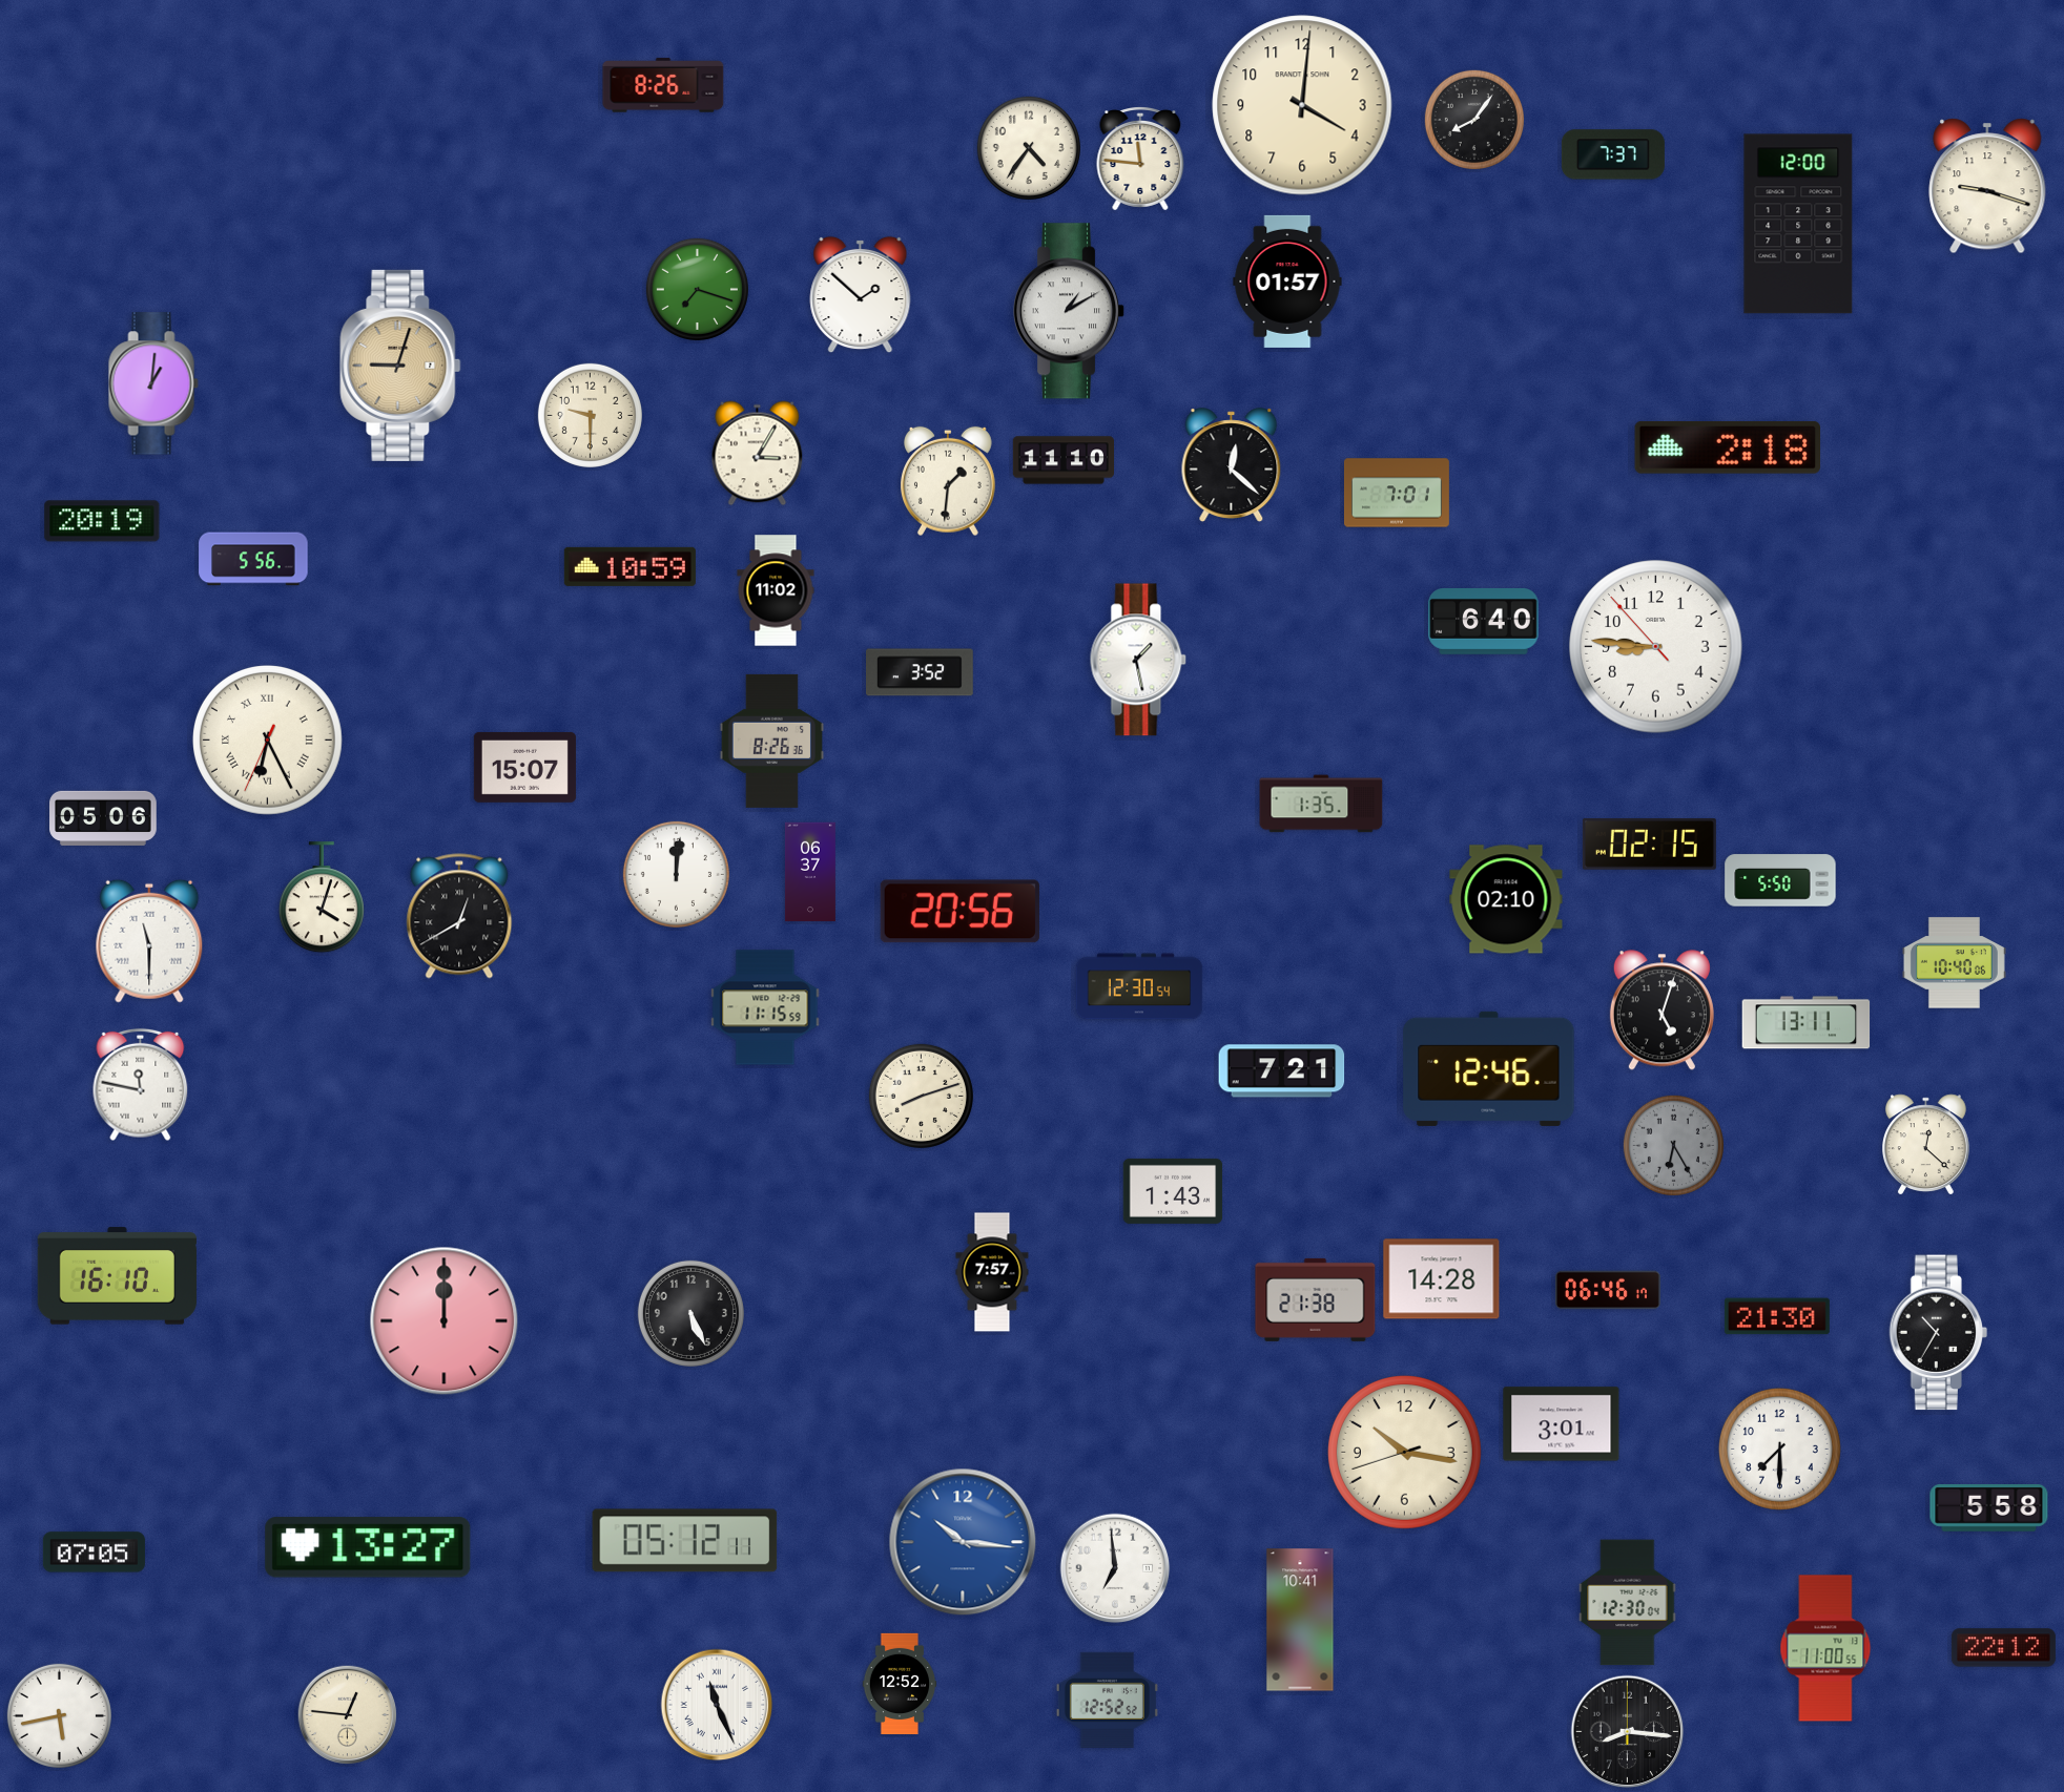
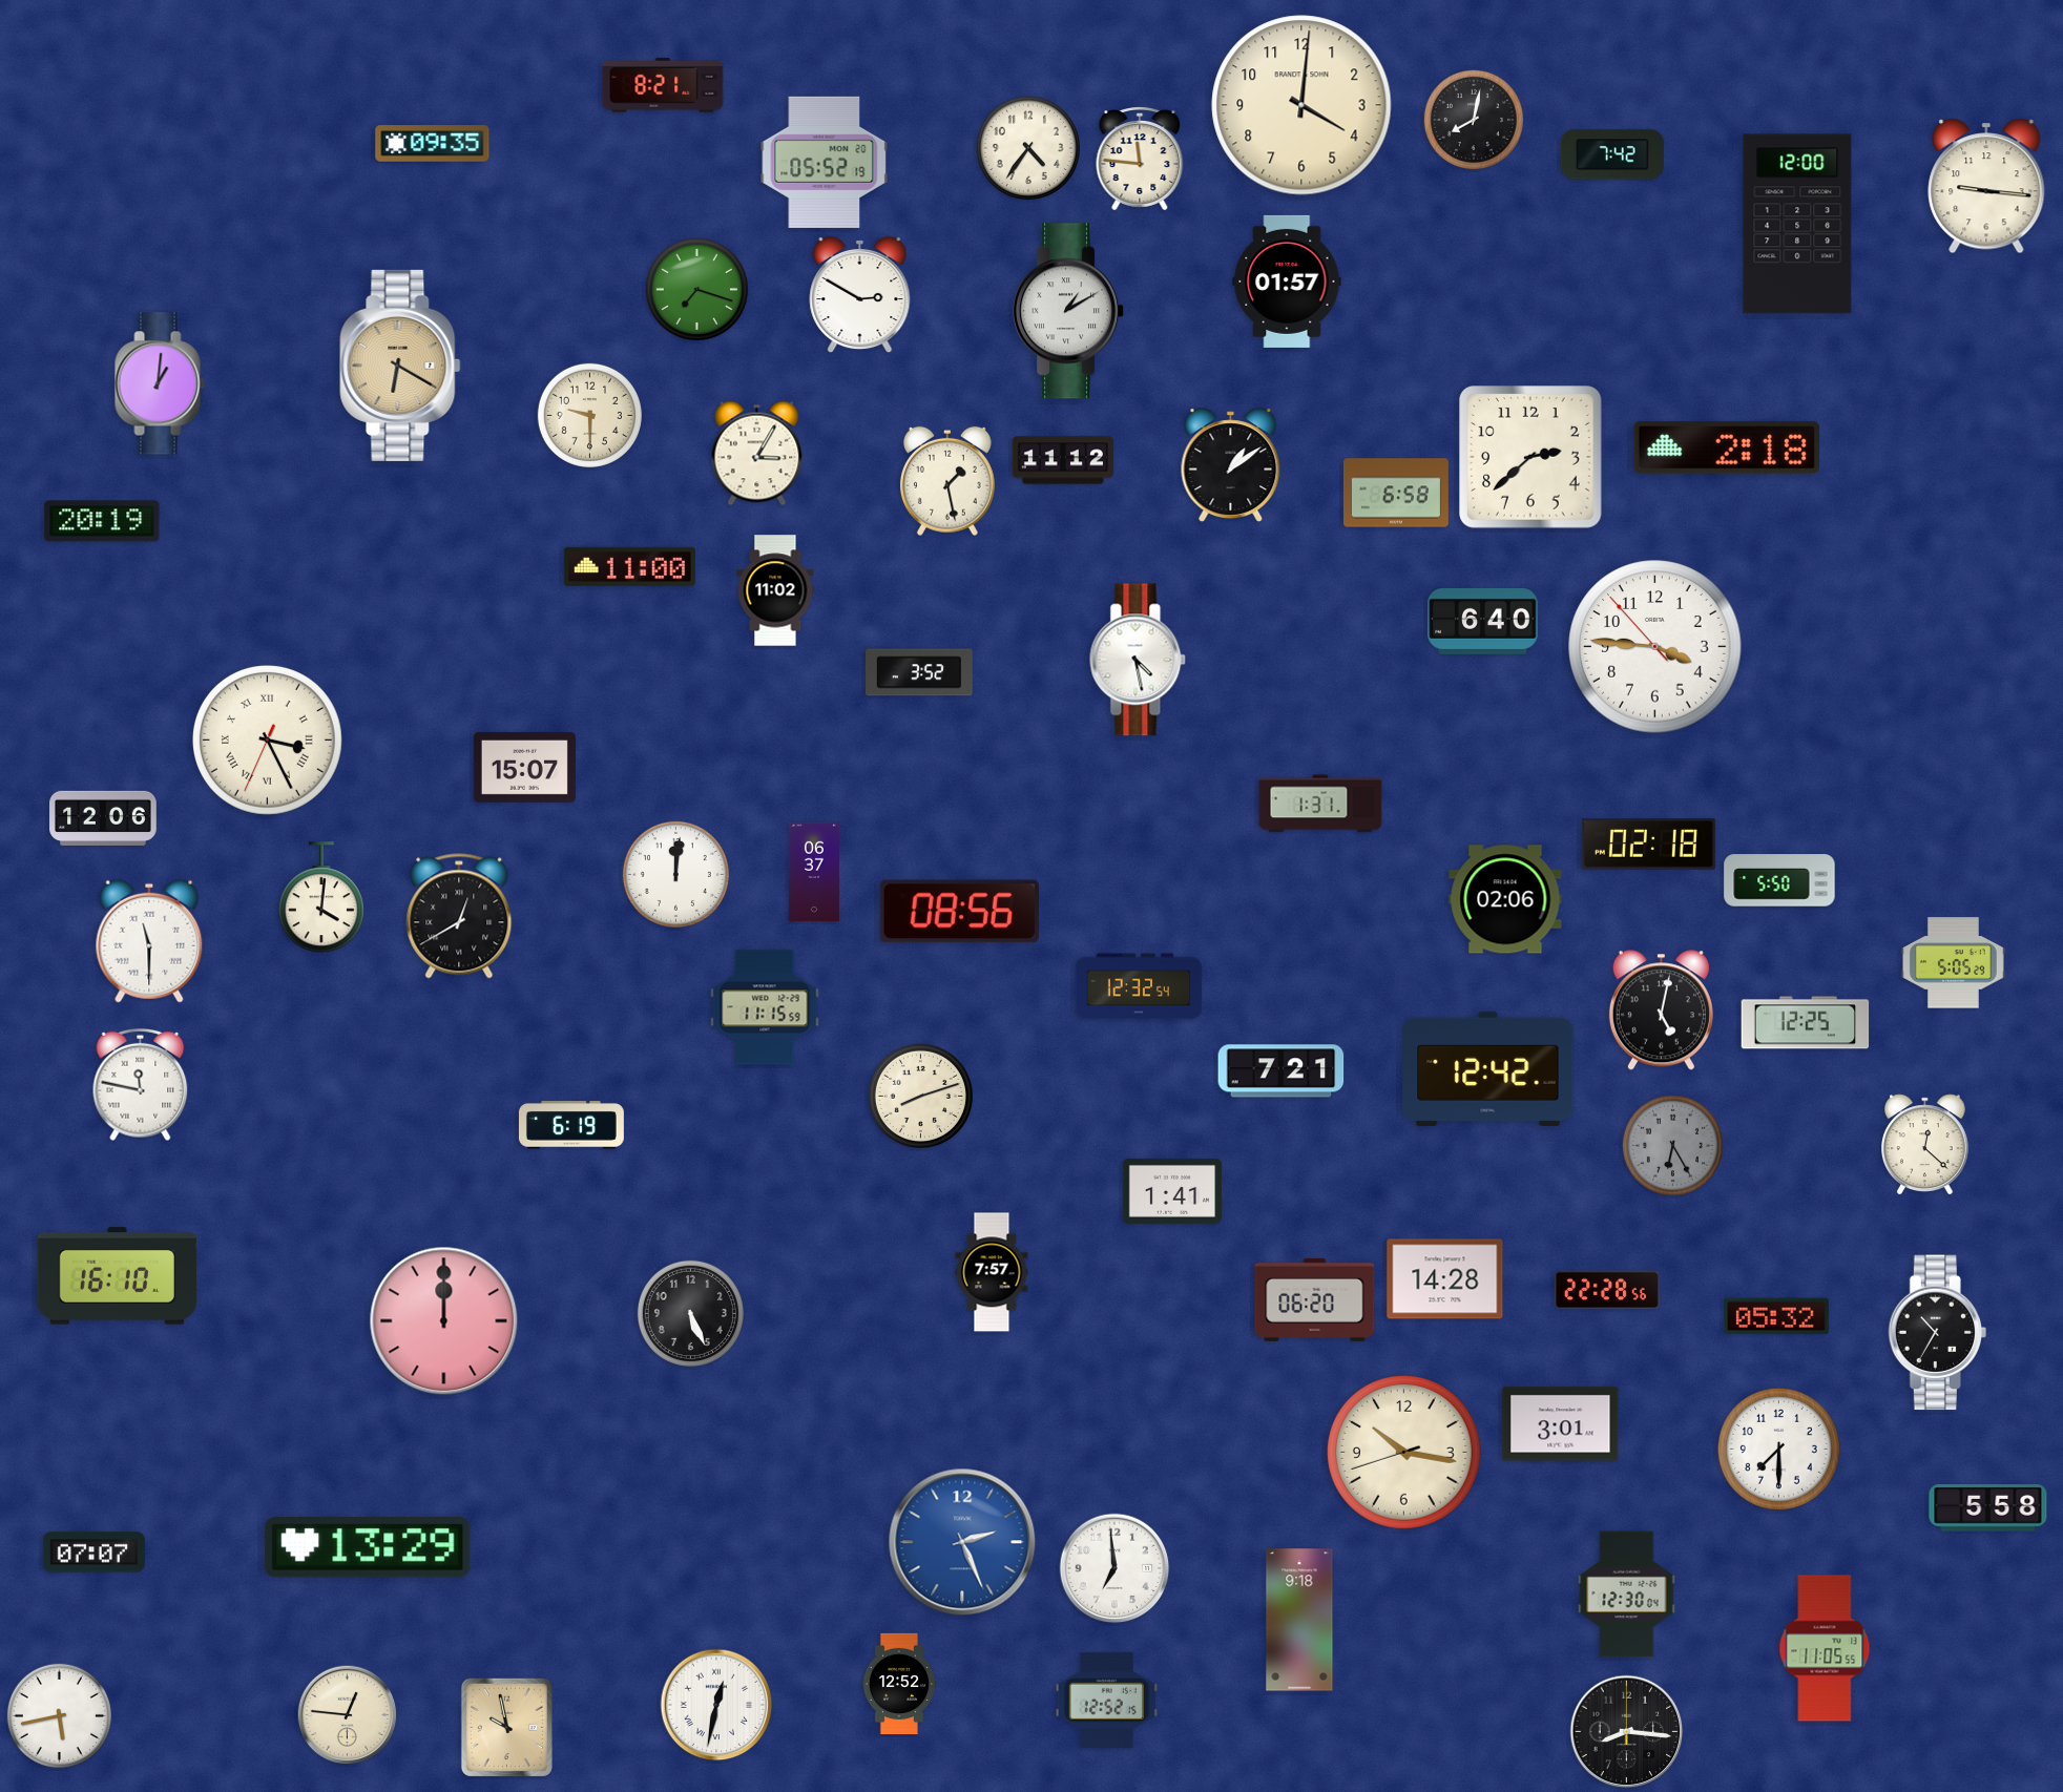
clock at (663, 85): 8:26 -> 8:21
clock at (1474, 120): 8:06 -> 8:02
clock at (433, 144): none -> 09:35
clock at (1613, 154): 7:37 -> 7:42
clock at (825, 162): none -> 05:52
clock at (1987, 186): 9:18 -> 9:16
clock at (861, 295): 1:52 -> 2:50
clock at (400, 366): 9:03 -> 6:20
clock at (153, 383) position: (153, 383) -> (160, 383)
clock at (1531, 458): none -> 2:38
clock at (1062, 460): 11:10 -> 11:12
clock at (1232, 465): 12:22 -> 1:09
clock at (948, 481): 1:31 -> 1:28
clock at (1397, 493): 7:01 -> 6:58
clock at (253, 559): 5:56 -> none
clock at (629, 566): 10:59 -> 11:00
clock at (1656, 647): 8:45 -> 3:45
clock at (1138, 660): 1:28 -> 4:28
clock at (268, 741): 6:25 -> 3:25
clock at (771, 741): 8:26 -> none
clock at (1321, 804): 1:35 -> 1:31
clock at (103, 818): 05:06 -> 12:06
clock at (1649, 845): 02:15 -> 02:18
clock at (810, 872) position: (810, 872) -> (814, 872)
clock at (322, 898): 4:03 -> 4:01
clock at (1506, 899): 02:10 -> 02:06
clock at (959, 912): 20:56 -> 08:56
clock at (1954, 963): 10:40 -> 5:05
clock at (1139, 986): 12:30 -> 12:32
clock at (1661, 1010): 5:03 -> 5:02
clock at (1807, 1023): 13:11 -> 12:25
clock at (1489, 1068): 12:46 -> 12:42
clock at (571, 1125): none -> 6:19
clock at (1173, 1191): 1:43 -> 1:41
clock at (1442, 1279) position: (1442, 1279) -> (1445, 1279)
clock at (1608, 1290): 06:46 -> 22:28
clock at (1316, 1299): 21:38 -> 06:20
clock at (1777, 1316): 21:30 -> 05:32
clock at (685, 1541): 05:12 -> none
clock at (963, 1542): 10:16 -> 2:26
clock at (368, 1547): 13:27 -> 13:29
clock at (94, 1553): 07:05 -> 07:07
clock at (1628, 1603) position: (1628, 1603) -> (1627, 1595)
clock at (1300, 1620): 10:41 -> 9:18
clock at (1825, 1648): 11:00 -> 11:05
clock at (2003, 1648): 22:12 -> none
clock at (1107, 1700): 12:52:52 -> 12:52:15
clock at (717, 1705): 11:26 -> 12:32
clock at (506, 1727): none -> 9:58
